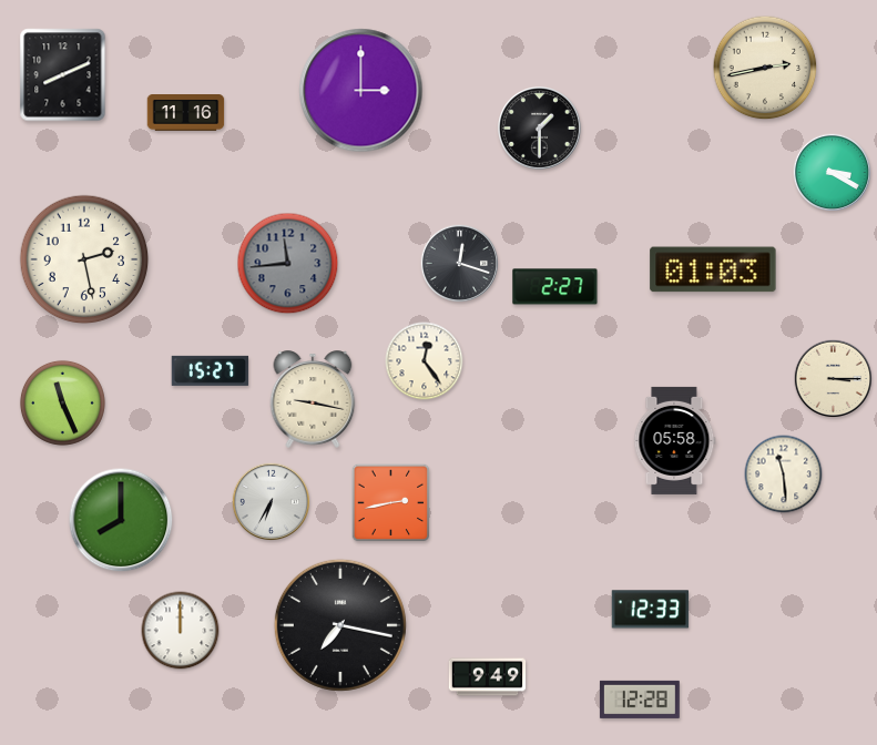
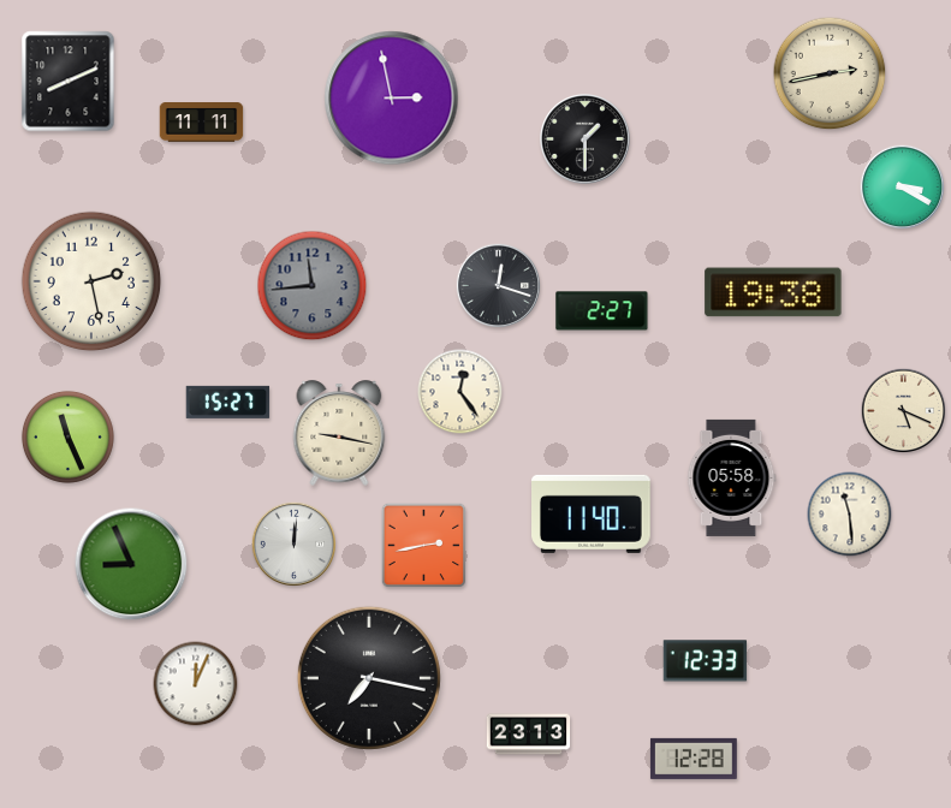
clock at (361, 91): 3:00 -> 2:58
clock at (186, 113): 11:16 -> 11:11
clock at (713, 269): 01:03 -> 19:38
clock at (833, 378): 3:15 -> 5:19
clock at (592, 513): none -> 11:40
clock at (271, 501): 6:35 -> 12:01
clock at (121, 520): 8:00 -> 8:56
clock at (181, 631): 12:00 -> 12:04
clock at (488, 677): 9:49 -> 23:13
